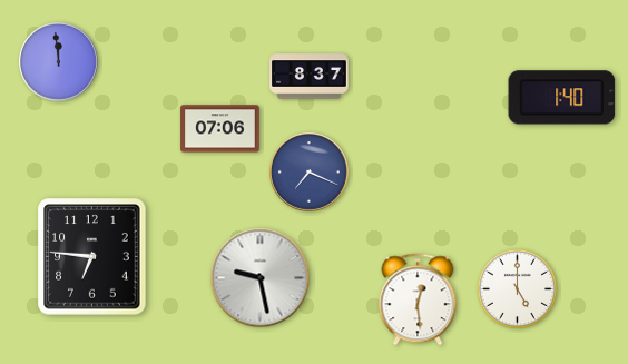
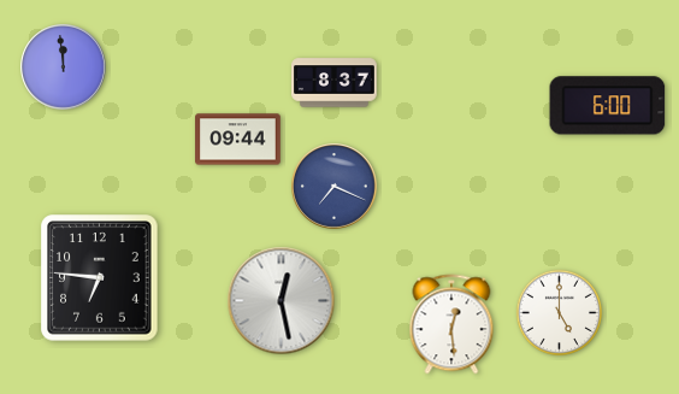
clock at (562, 98): 1:40 -> 6:00
clock at (220, 129): 07:06 -> 09:44
clock at (261, 278): 9:28 -> 12:28
